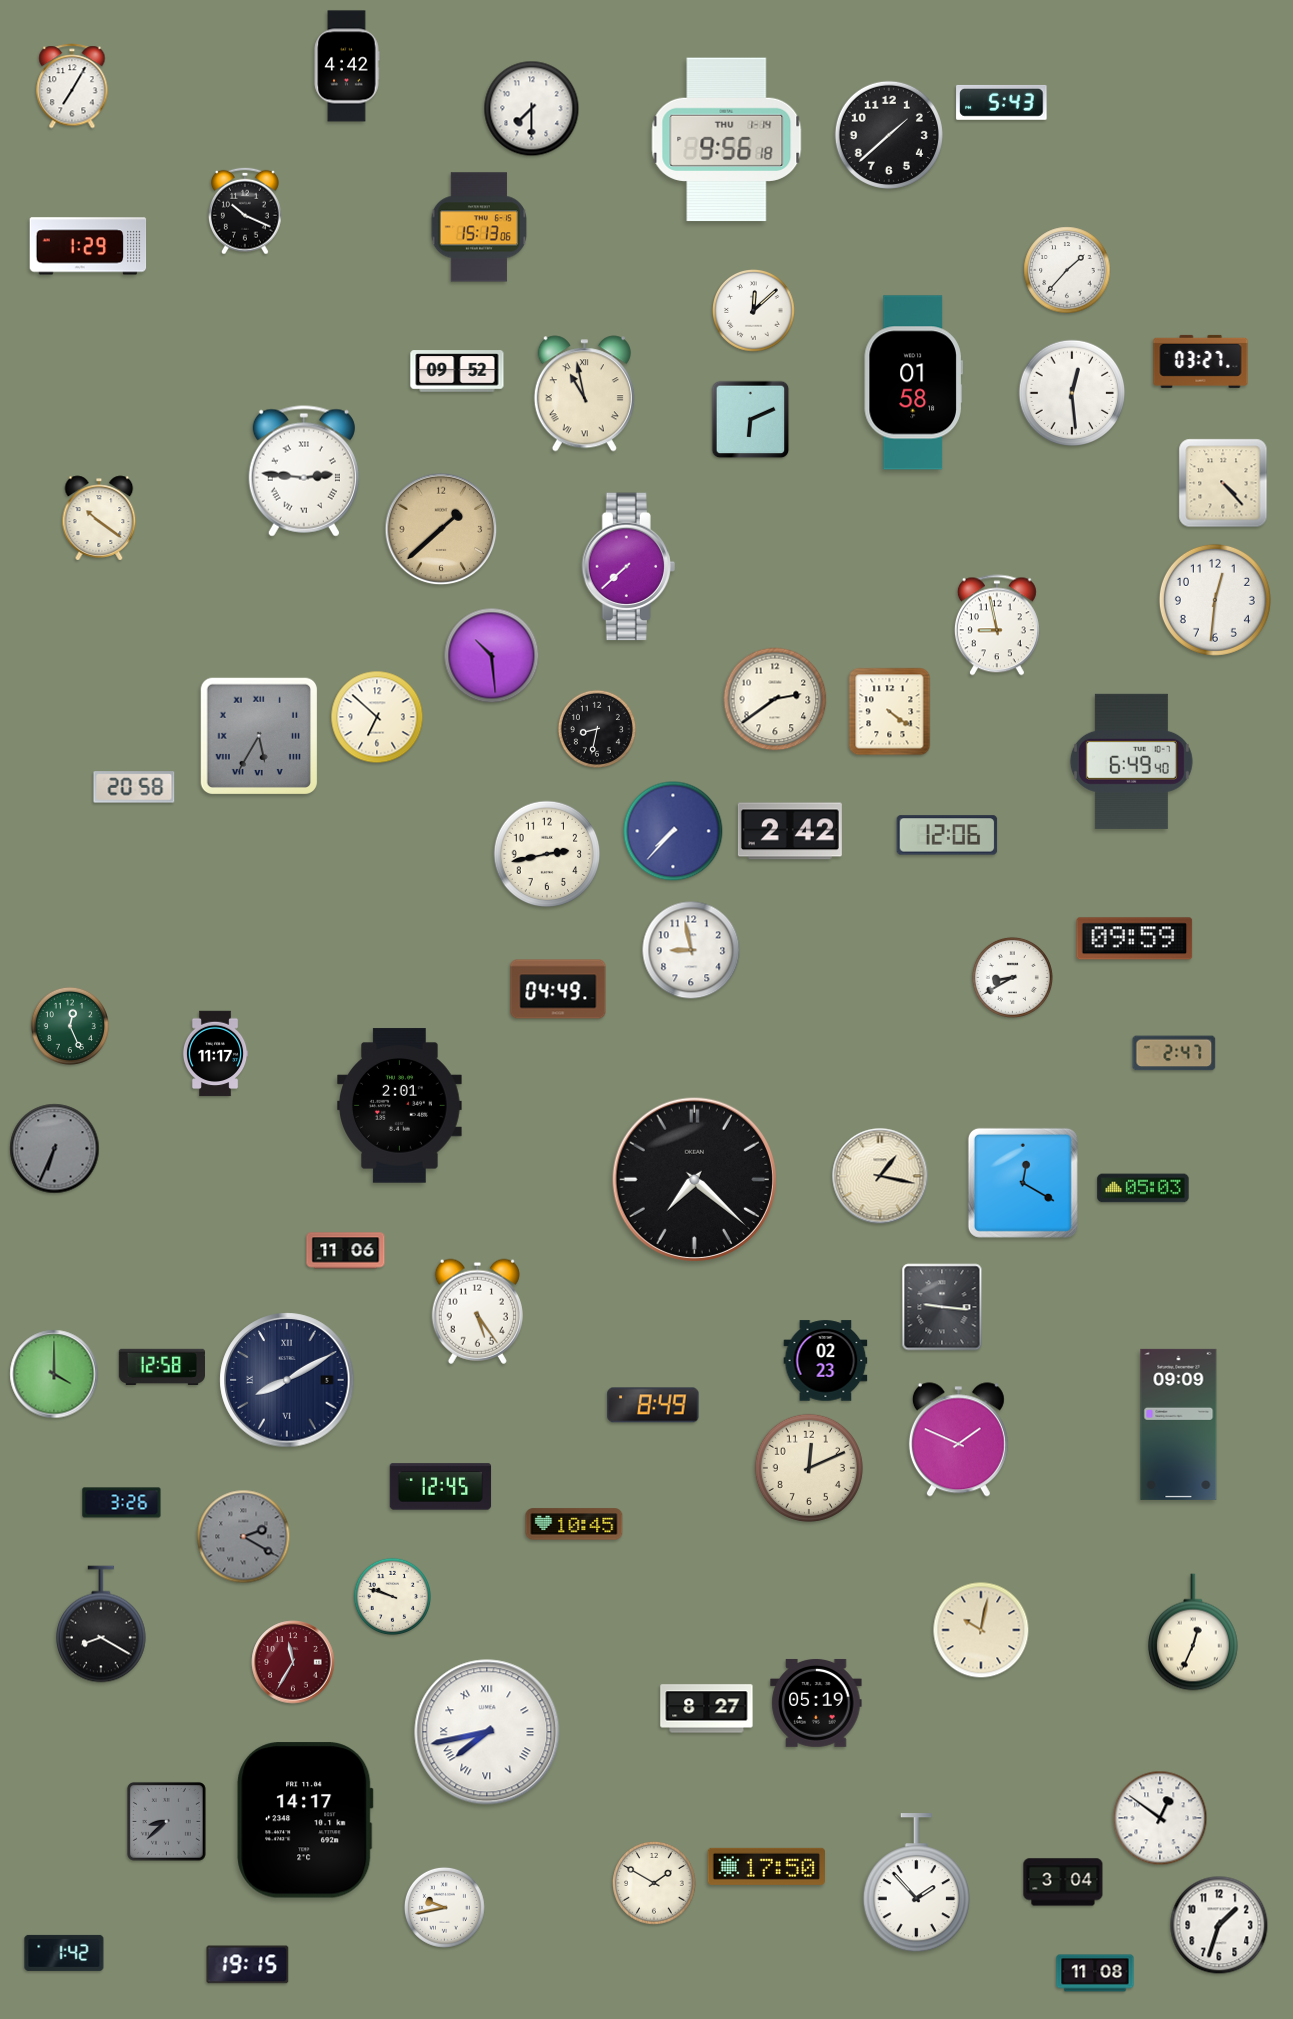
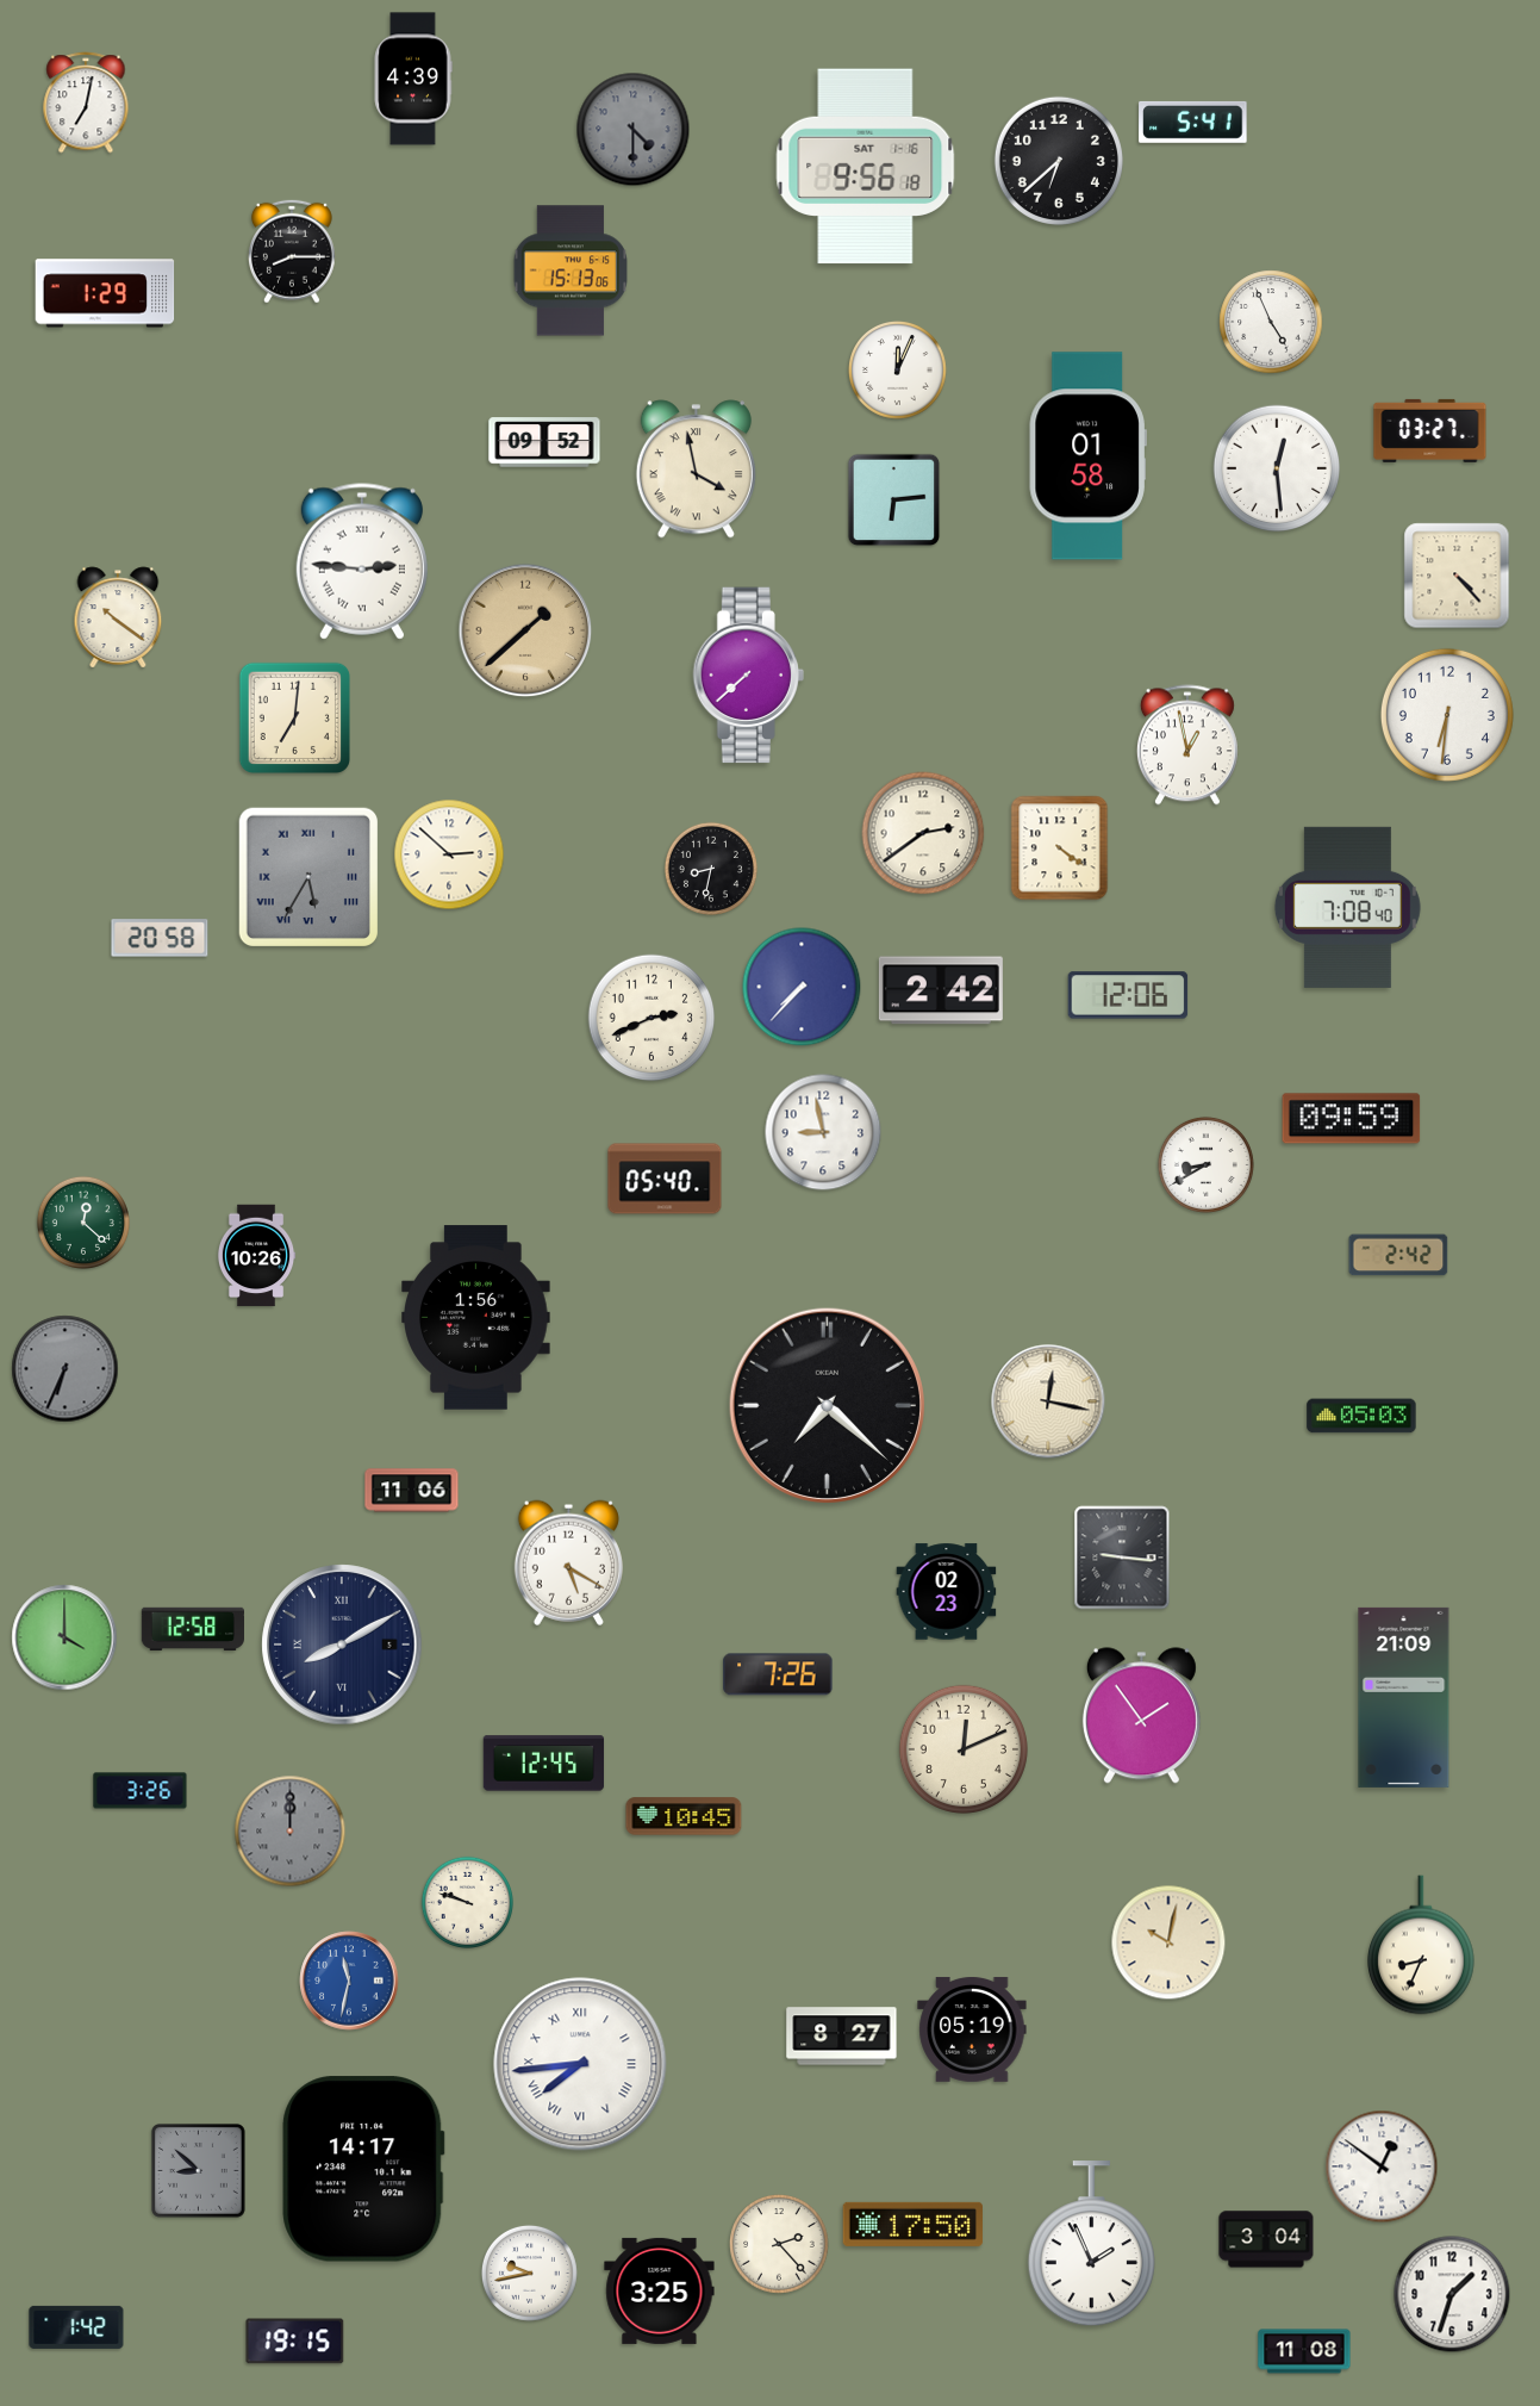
clock at (347, 66): 4:42 -> 4:39
clock at (72, 86): 7:05 -> 7:02
clock at (1002, 102): 5:43 -> 5:41
clock at (532, 109): 7:30 -> 4:30
clock at (532, 109) dial: white -> grey
clock at (889, 135): 1:38 -> 6:38
clock at (727, 140) date: THU 1-14 -> SAT 1-16
clock at (245, 211): 10:19 -> 8:15
clock at (1067, 270): 1:37 -> 4:56
clock at (754, 311): 12:08 -> 12:04
clock at (584, 394): 10:58 -> 3:58
clock at (751, 420): 6:11 -> 6:14
clock at (1215, 600): 12:31 -> 6:31
clock at (294, 717): none -> 7:01
clock at (997, 625): 8:58 -> 12:58
clock at (492, 656): 10:29 -> none
clock at (377, 717): 6:52 -> 2:52
clock at (1131, 761): 6:49 -> 7:08
clock at (673, 831) position: (673, 831) -> (802, 987)
clock at (547, 854): 2:43 -> 2:41
clock at (558, 989): 04:49 -> 05:40
clock at (70, 1026): 12:26 -> 12:22
clock at (1174, 1053): 2:47 -> 2:42
clock at (215, 1054): 11:17 -> 10:26
clock at (400, 1106): 2:01 -> 1:56
clock at (880, 1176): 1:17 -> 12:17
clock at (1023, 1183): 12:20 -> none
clock at (477, 1311): 5:24 -> 5:20
clock at (826, 1361) position: (826, 1361) -> (947, 1592)
clock at (653, 1405): 8:49 -> 7:26
clock at (1179, 1424): 09:09 -> 21:09
clock at (958, 1440): 1:49 -> 1:54
clock at (441, 1487) position: (441, 1487) -> (544, 1764)
clock at (122, 1503) position: (122, 1503) -> (141, 1791)
clock at (244, 1537): 2:20 -> 12:00
clock at (101, 1624): 8:20 -> none
clock at (1193, 1632): 12:34 -> 8:34
clock at (293, 1662): 11:35 -> 11:32
clock at (293, 1662) dial: burgundy -> blue
clock at (487, 1732): 7:43 -> 7:44
clock at (166, 1821): 8:38 -> 8:52
clock at (1063, 1882) position: (1063, 1882) -> (1266, 2239)
clock at (654, 1883): 1:50 -> 2:23
clock at (916, 1883): 1:53 -> 1:56
clock at (660, 2290): none -> 3:25
